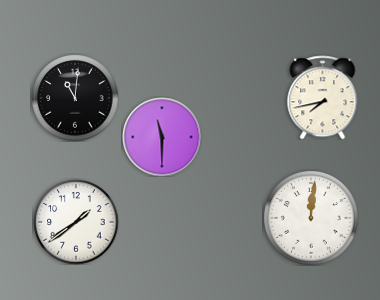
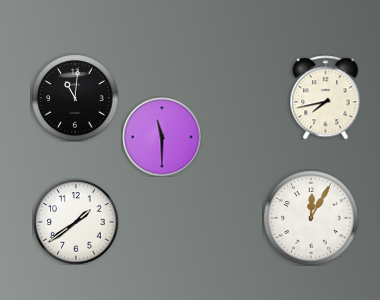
clock at (323, 97) position: (323, 97) -> (326, 97)
clock at (311, 218): 12:01 -> 12:05
